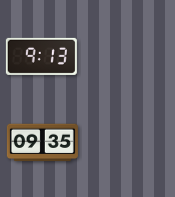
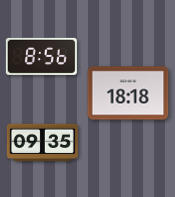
clock at (41, 56): 9:13 -> 8:56
clock at (128, 93): none -> 18:18
